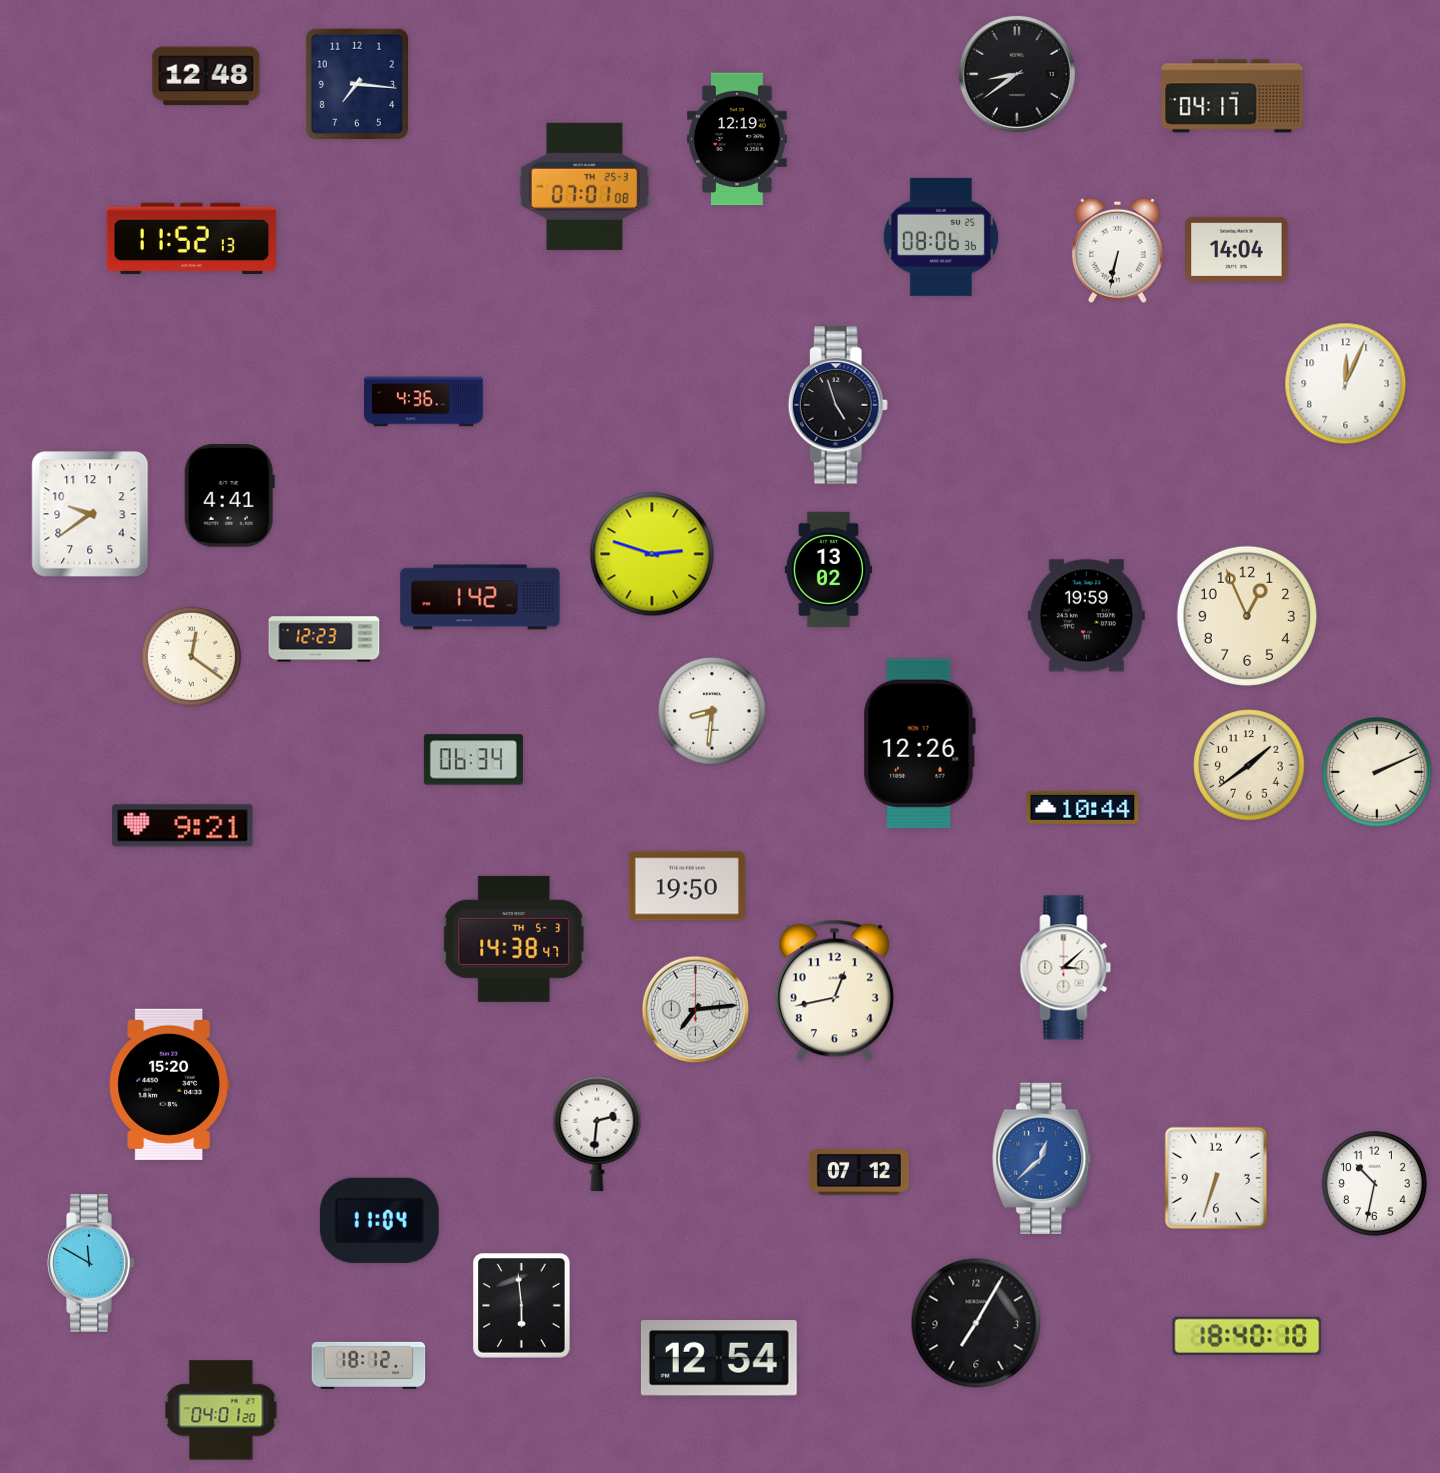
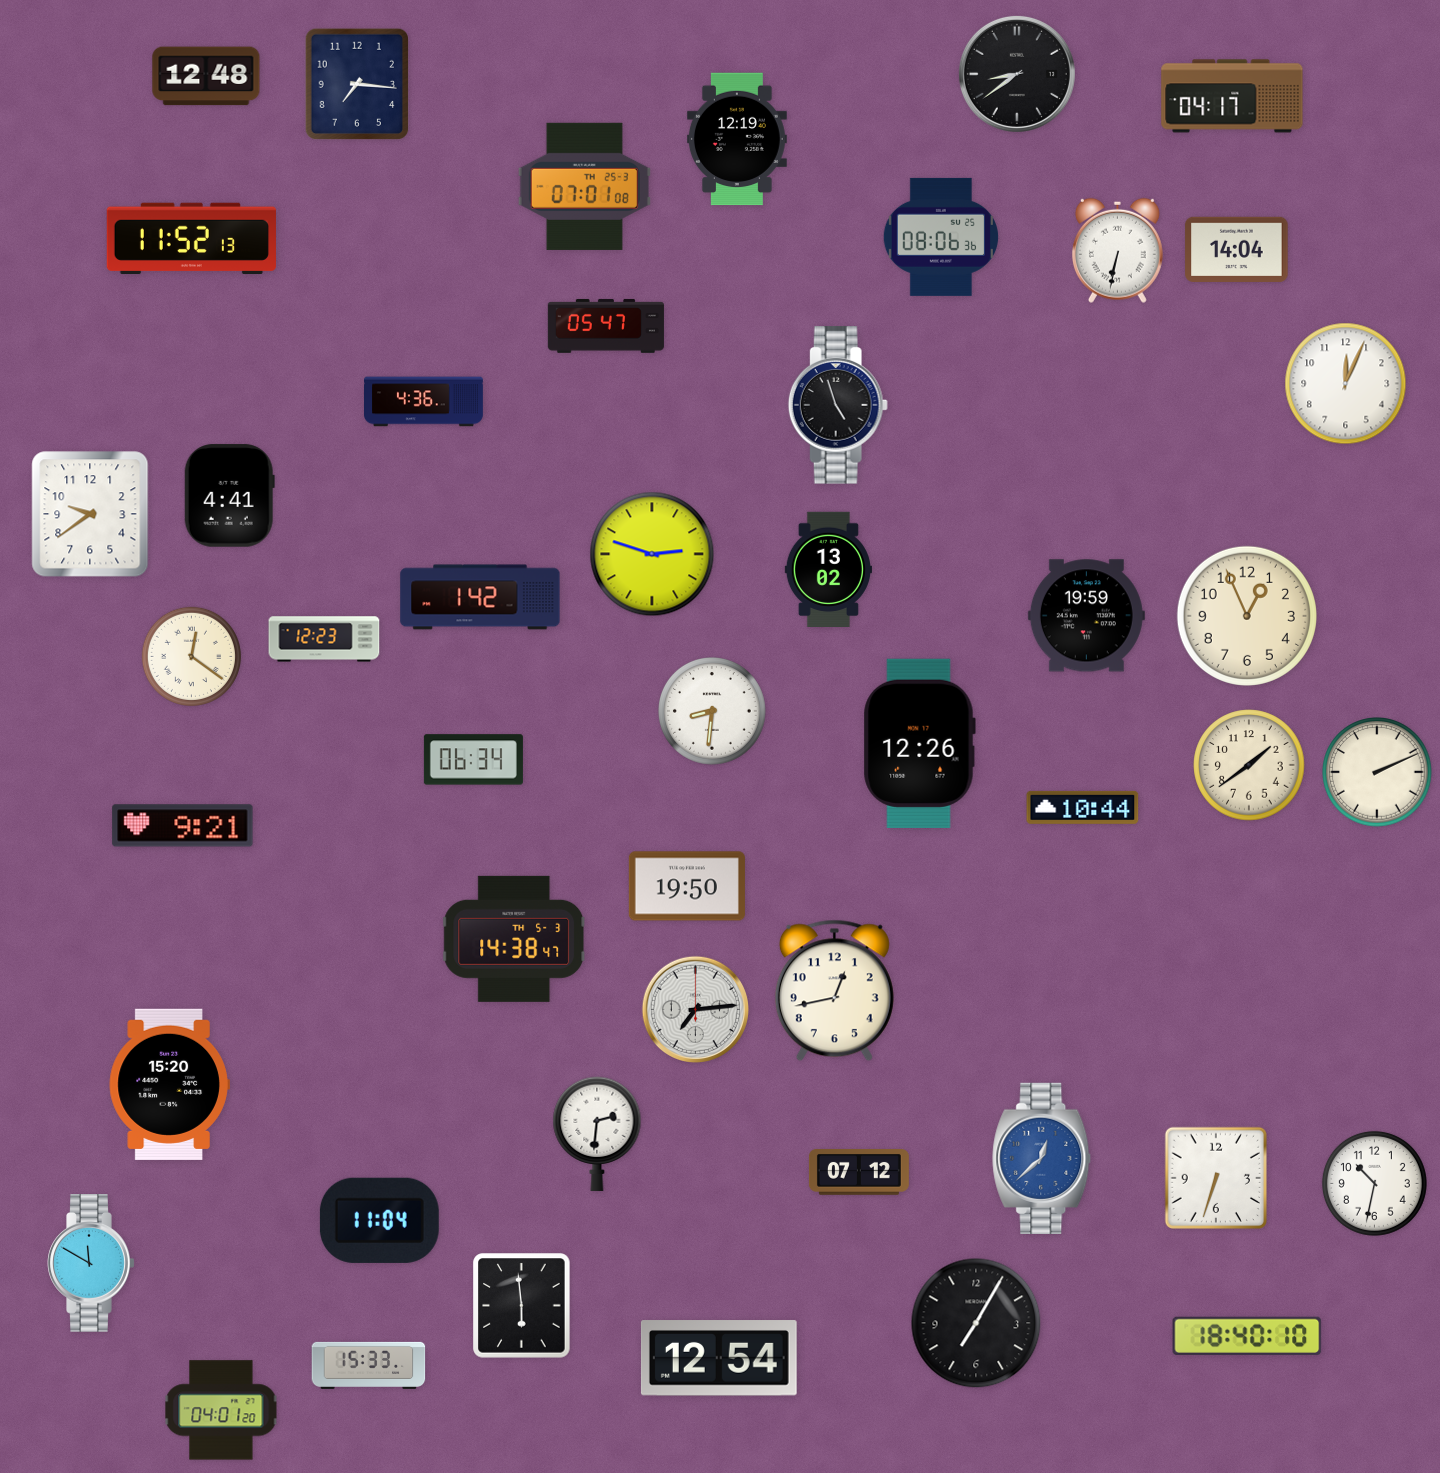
clock at (606, 326): none -> 05:47
clock at (1066, 968): 3:08 -> none
clock at (369, 1365): 18:12 -> 15:33
